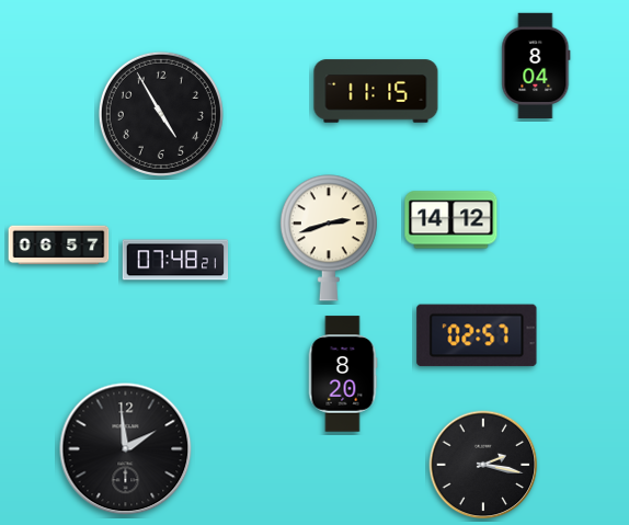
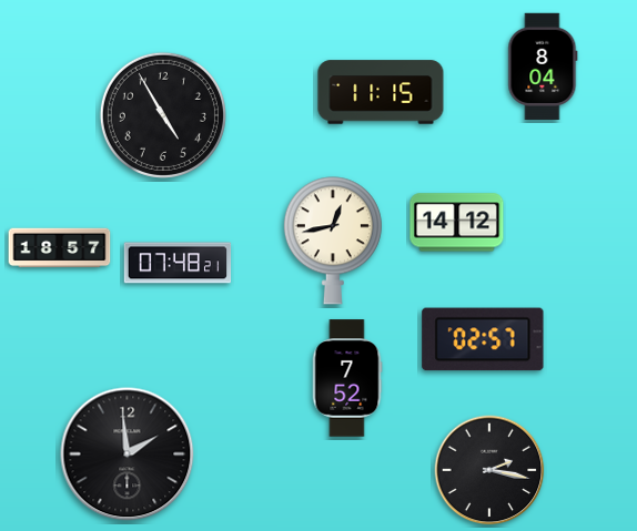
clock at (329, 238): 2:42 -> 12:43
clock at (59, 246): 06:57 -> 18:57
clock at (343, 374): 8:20 -> 7:52
